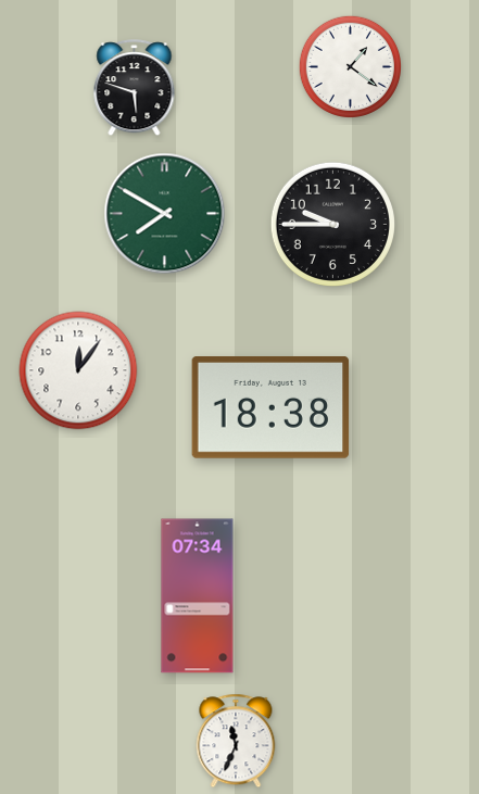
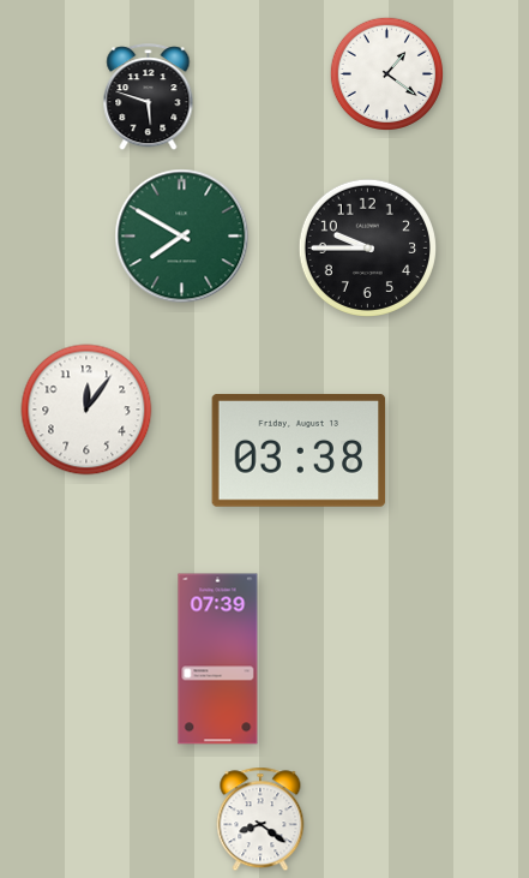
clock at (270, 408): 18:38 -> 03:38
clock at (198, 596): 07:34 -> 07:39
clock at (236, 741): 11:34 -> 8:21
